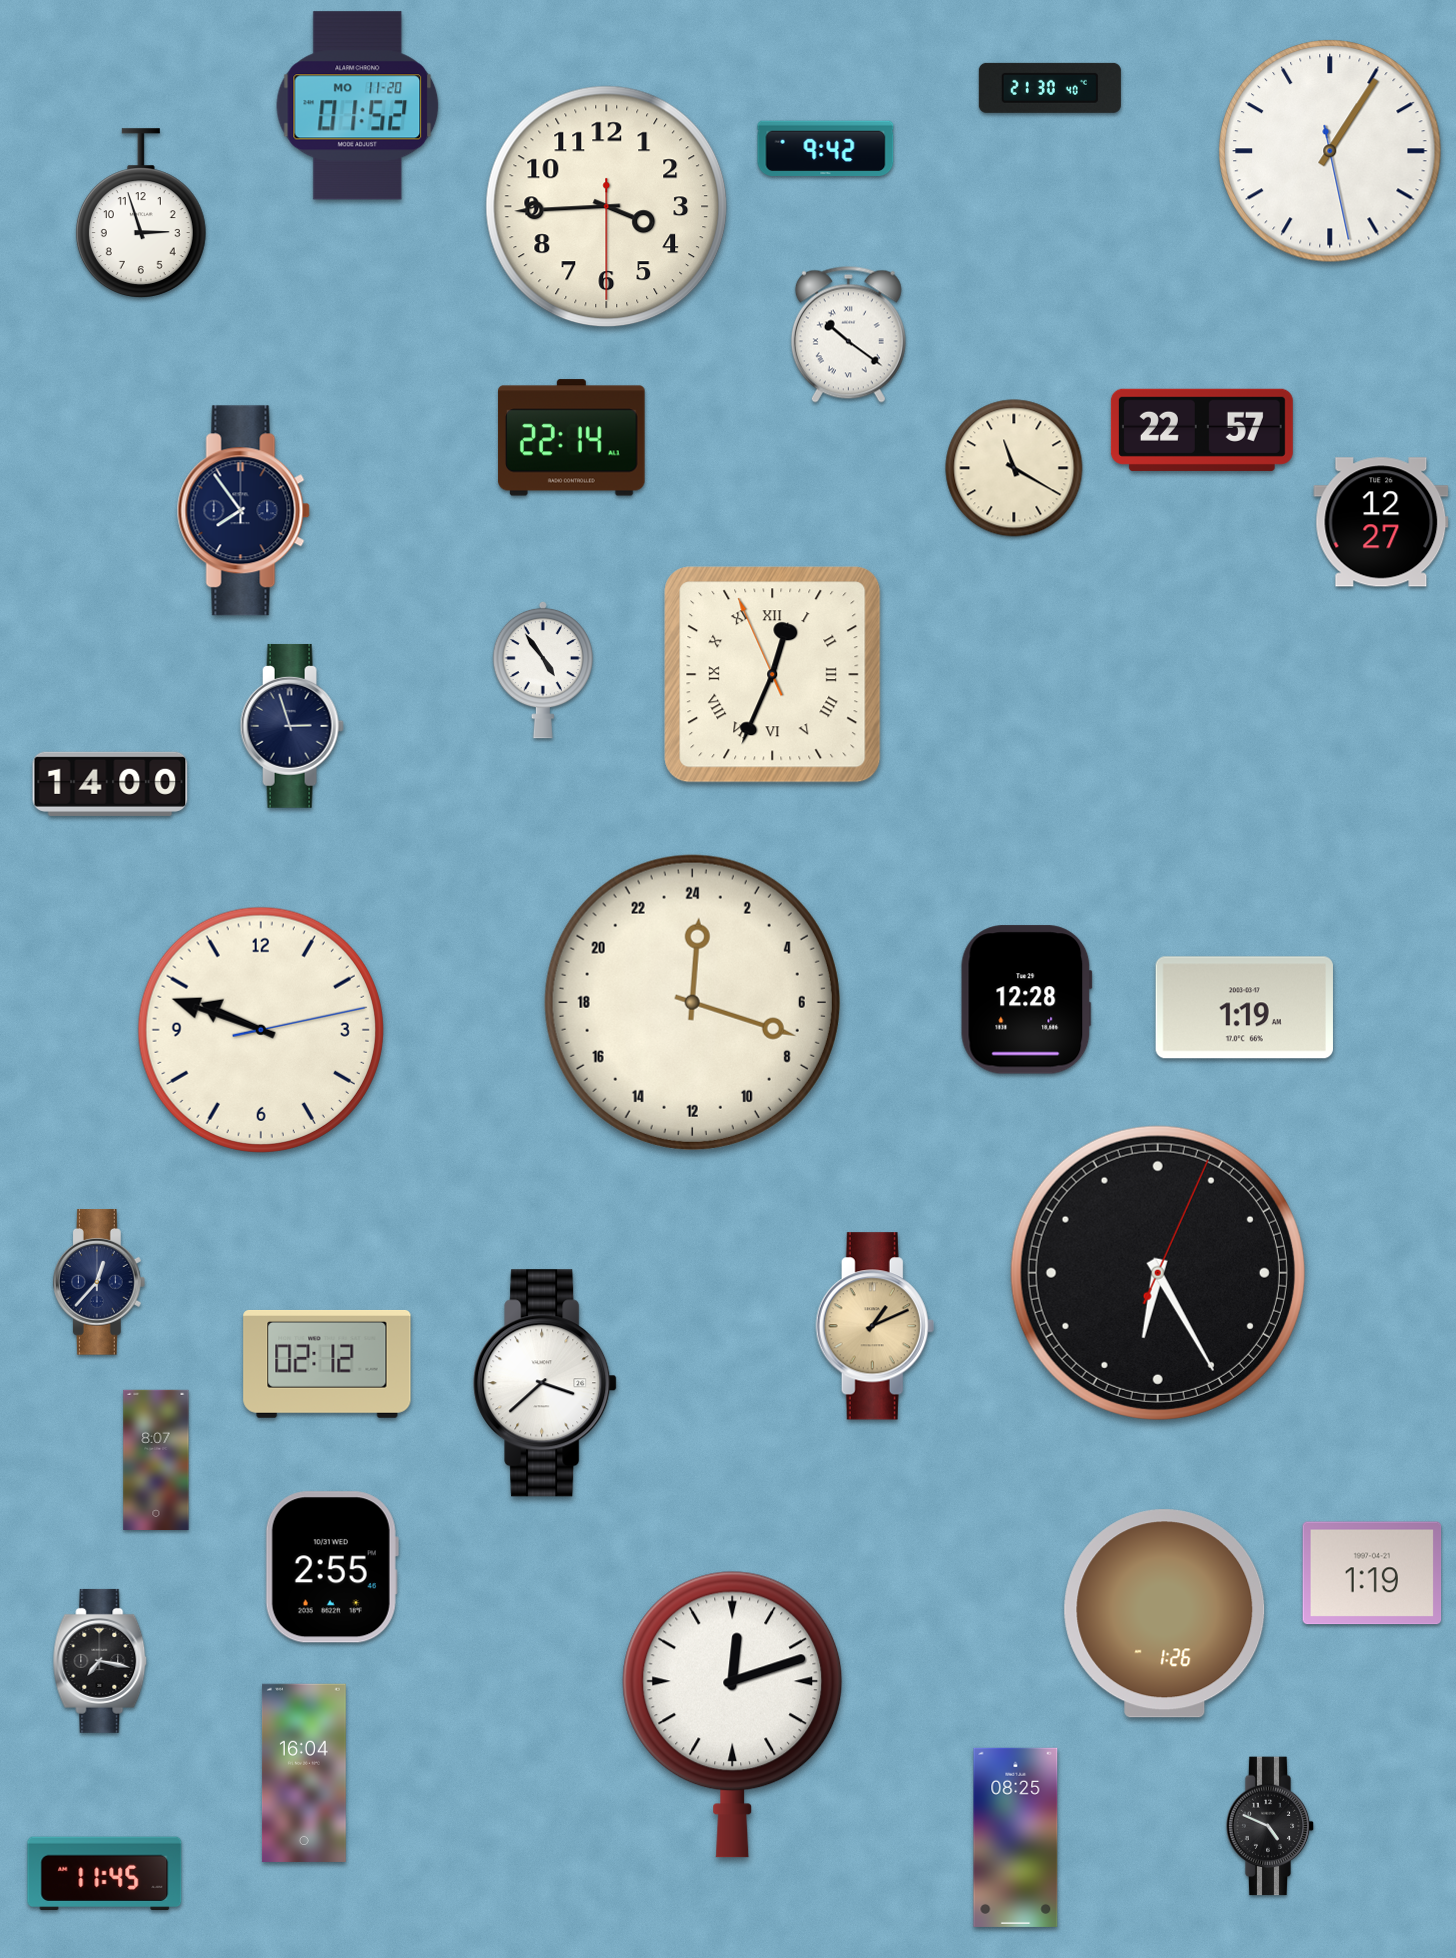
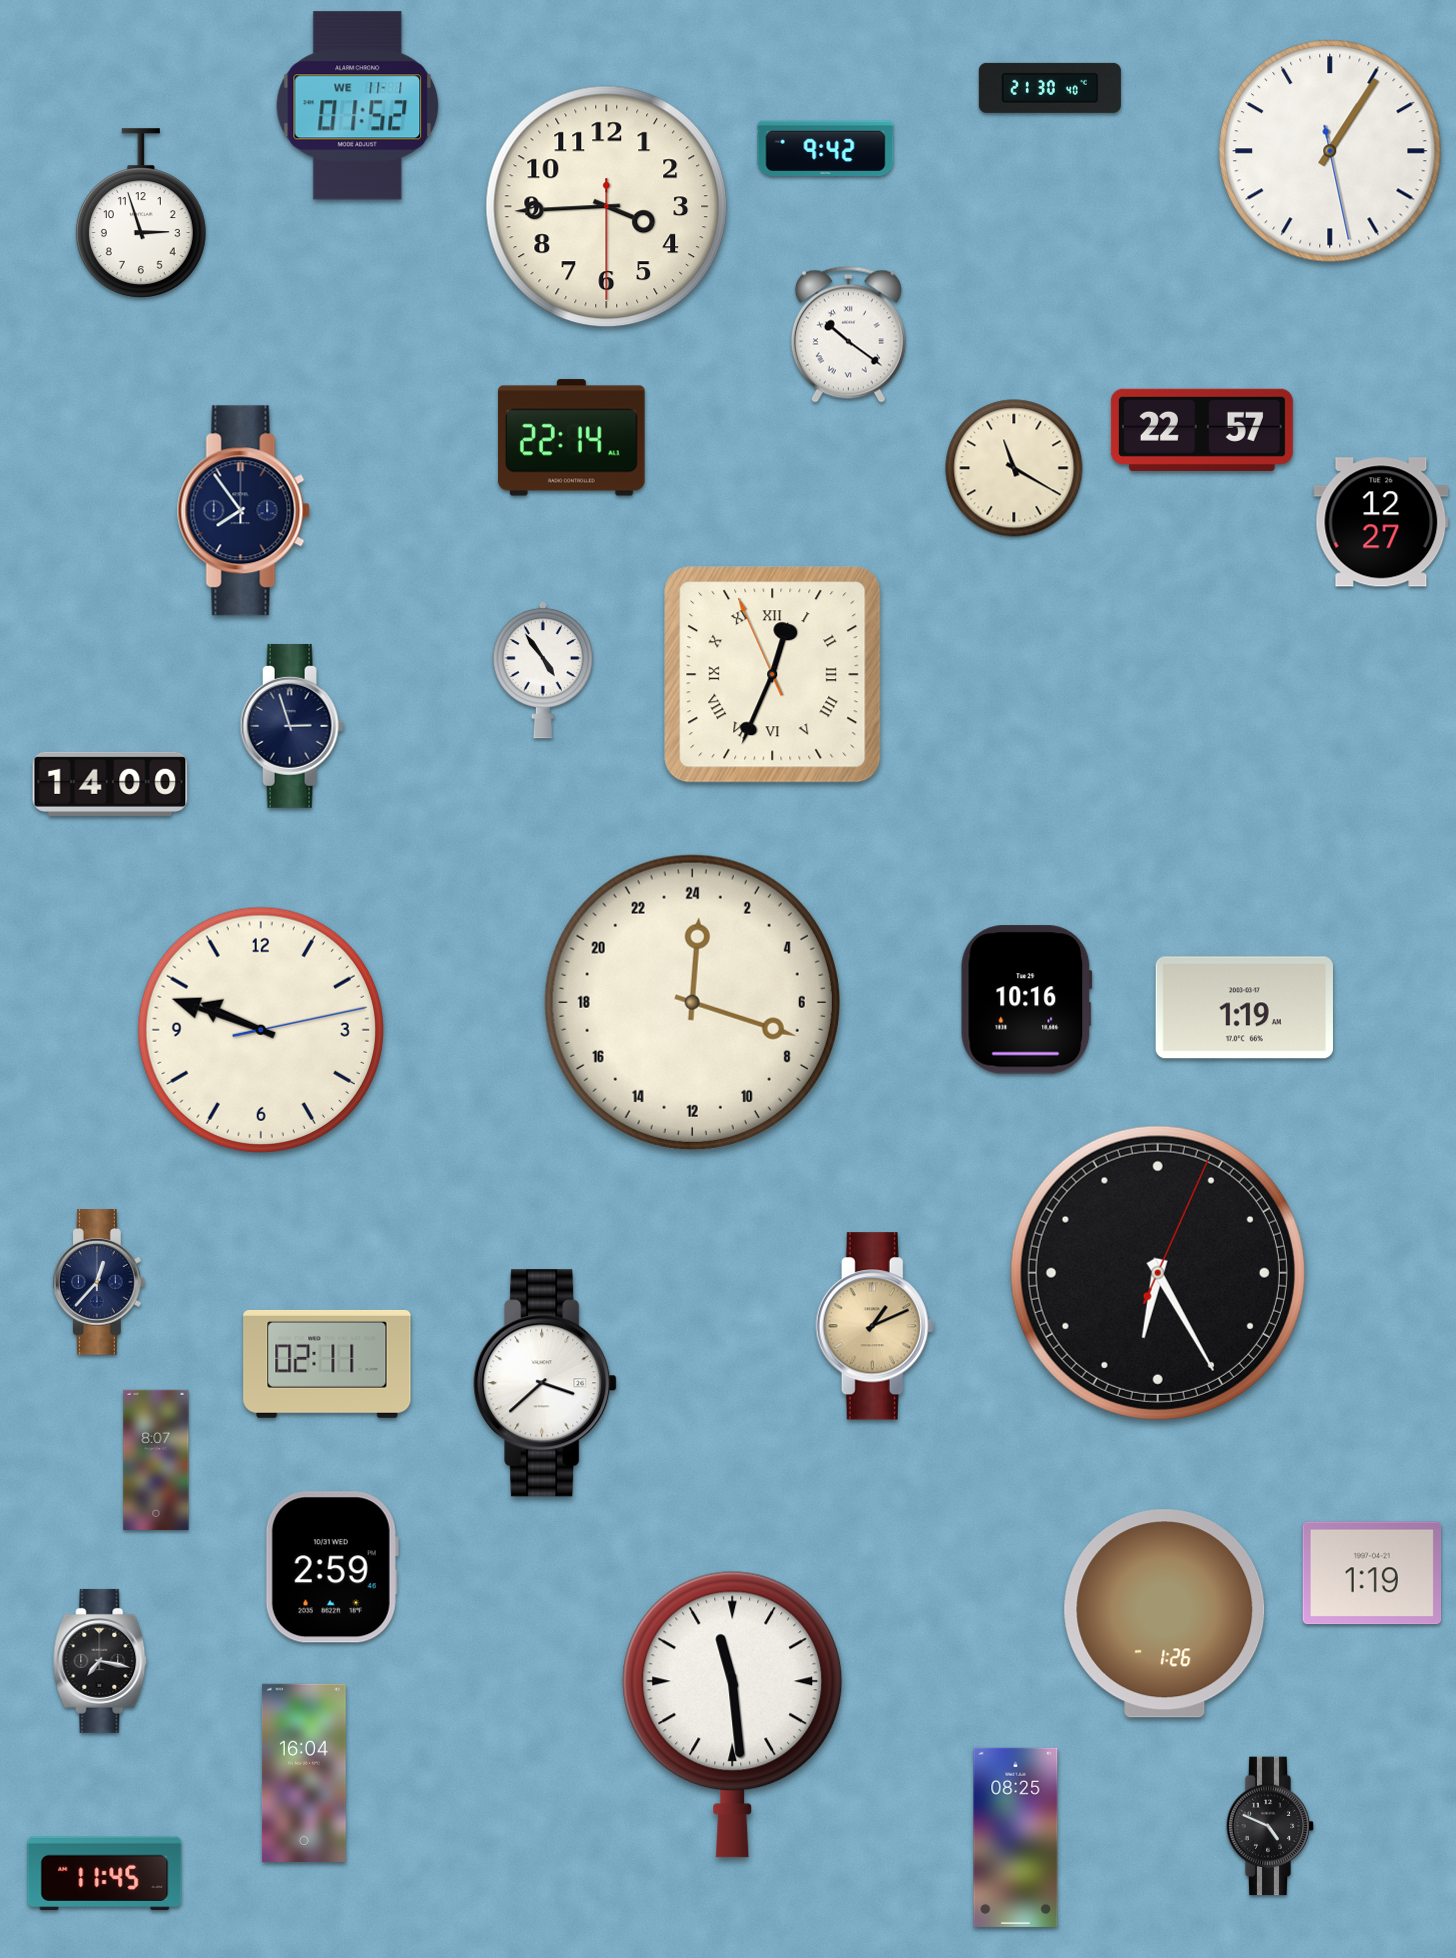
clock at (358, 106) date: MO 11-20 -> WE 11-1
clock at (1026, 1000): 12:28 -> 10:16
clock at (327, 1364): 02:12 -> 02:11
clock at (332, 1567): 2:55 -> 2:59
clock at (733, 1714): 12:12 -> 11:29
